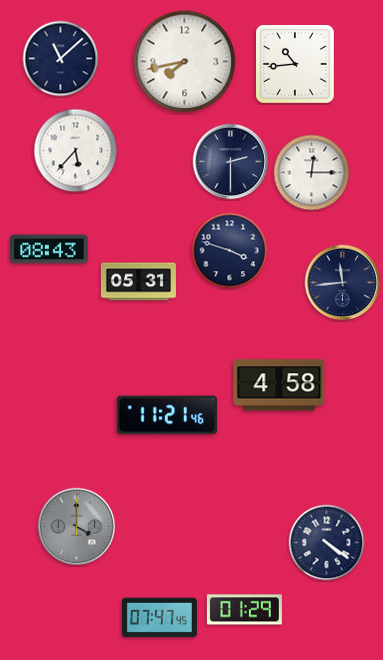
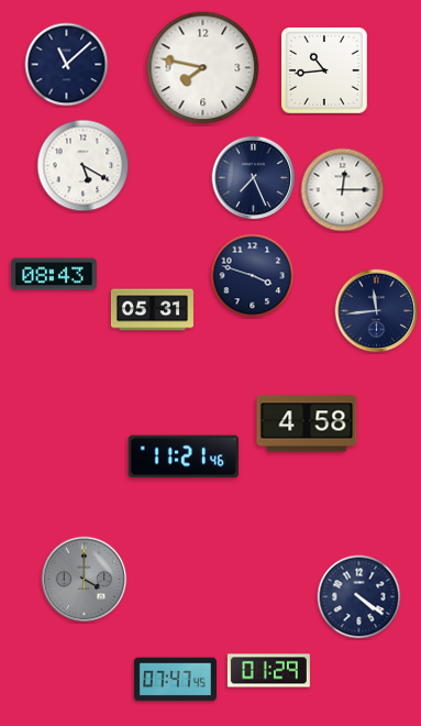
clock at (185, 62): 7:43 -> 7:47
clock at (76, 151): 5:37 -> 5:20
clock at (231, 162): 2:30 -> 7:26
